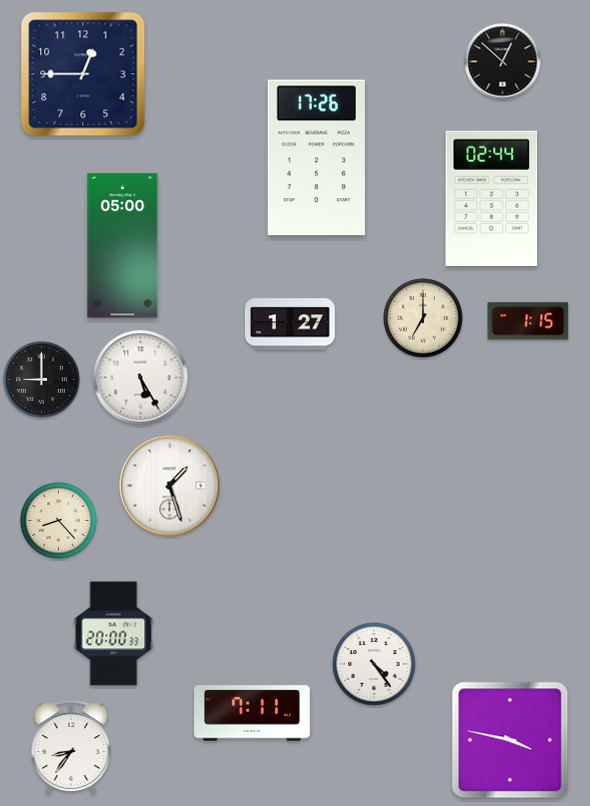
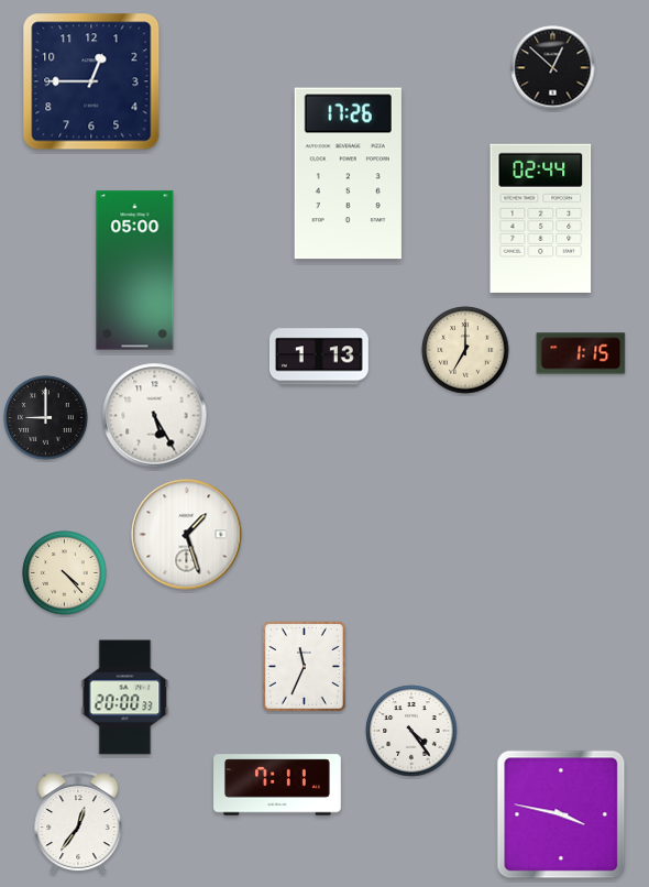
clock at (290, 324): 1:27 -> 1:13
clock at (59, 521): 8:23 -> 4:23
clock at (305, 667): none -> 11:34
clock at (71, 748): 8:36 -> 12:36
